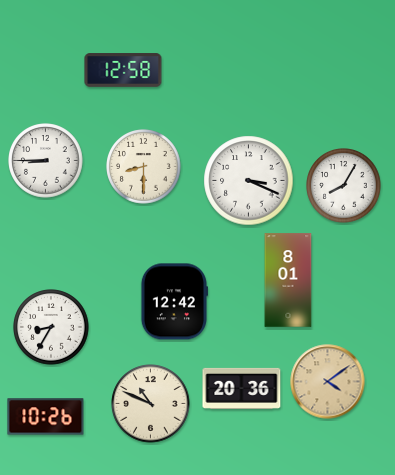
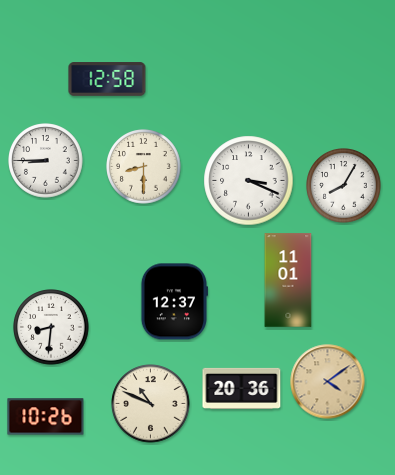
clock at (123, 70) position: (123, 70) -> (107, 79)
clock at (288, 280): 8:01 -> 11:01
clock at (173, 302): 12:42 -> 12:37
clock at (51, 327): 8:35 -> 8:31
